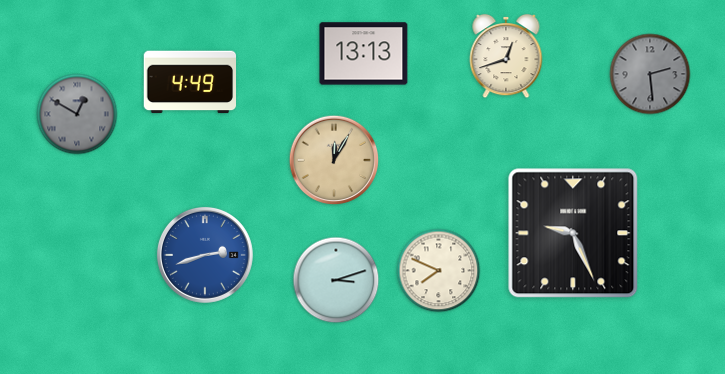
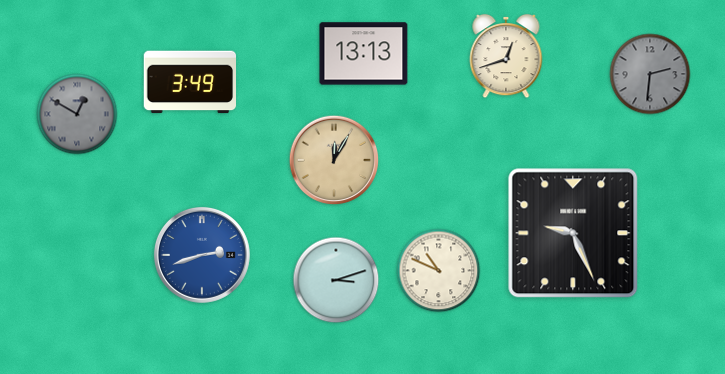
clock at (650, 74): 2:29 -> 2:31
clock at (190, 82): 4:49 -> 3:49
clock at (205, 255) position: (205, 255) -> (202, 255)
clock at (439, 271): 7:49 -> 10:49
